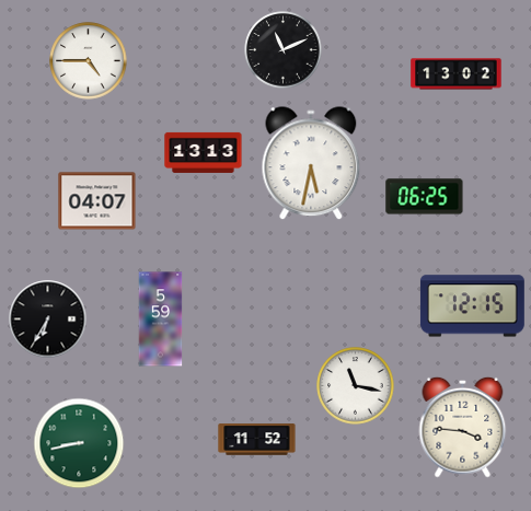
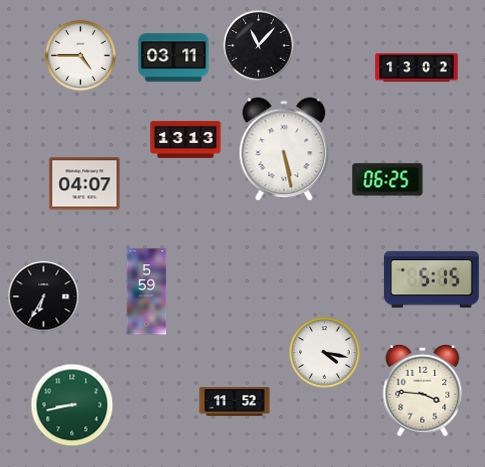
clock at (284, 50): 11:11 -> 11:07
clock at (174, 58): none -> 03:11
clock at (311, 164): 5:32 -> 5:28
clock at (97, 201) position: (97, 201) -> (85, 184)
clock at (472, 306): 12:15 -> 5:15
clock at (48, 320) position: (48, 320) -> (44, 297)
clock at (356, 386): 11:17 -> 4:17
